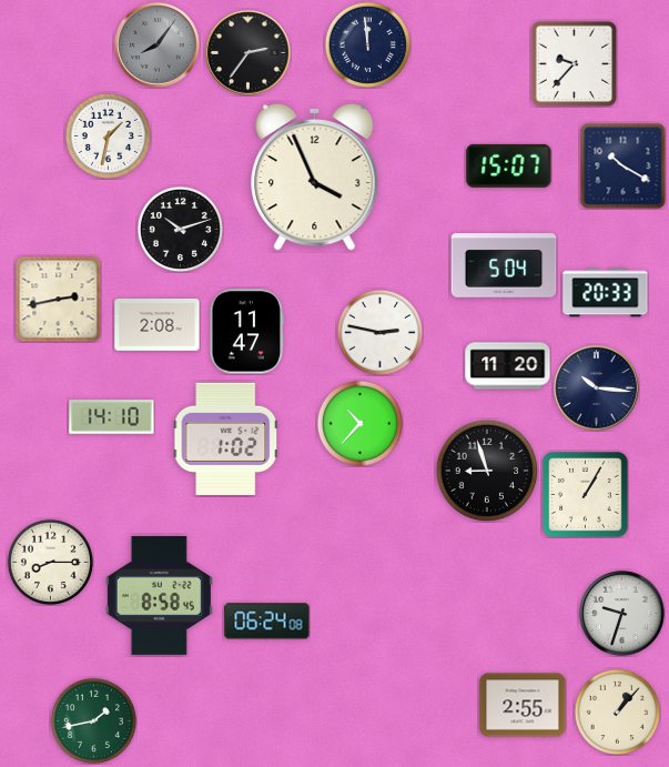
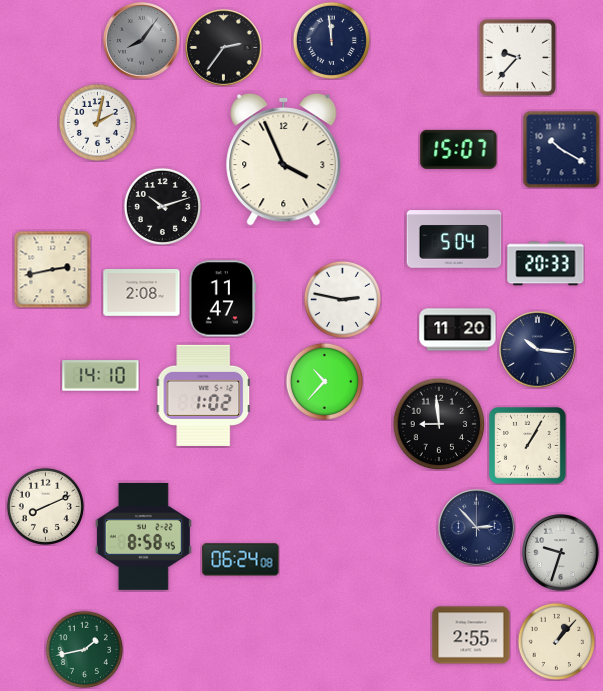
clock at (108, 135): 1:32 -> 2:02
clock at (487, 471): 8:57 -> 8:59
clock at (50, 562): 8:15 -> 8:11
clock at (477, 528): none -> 2:53
